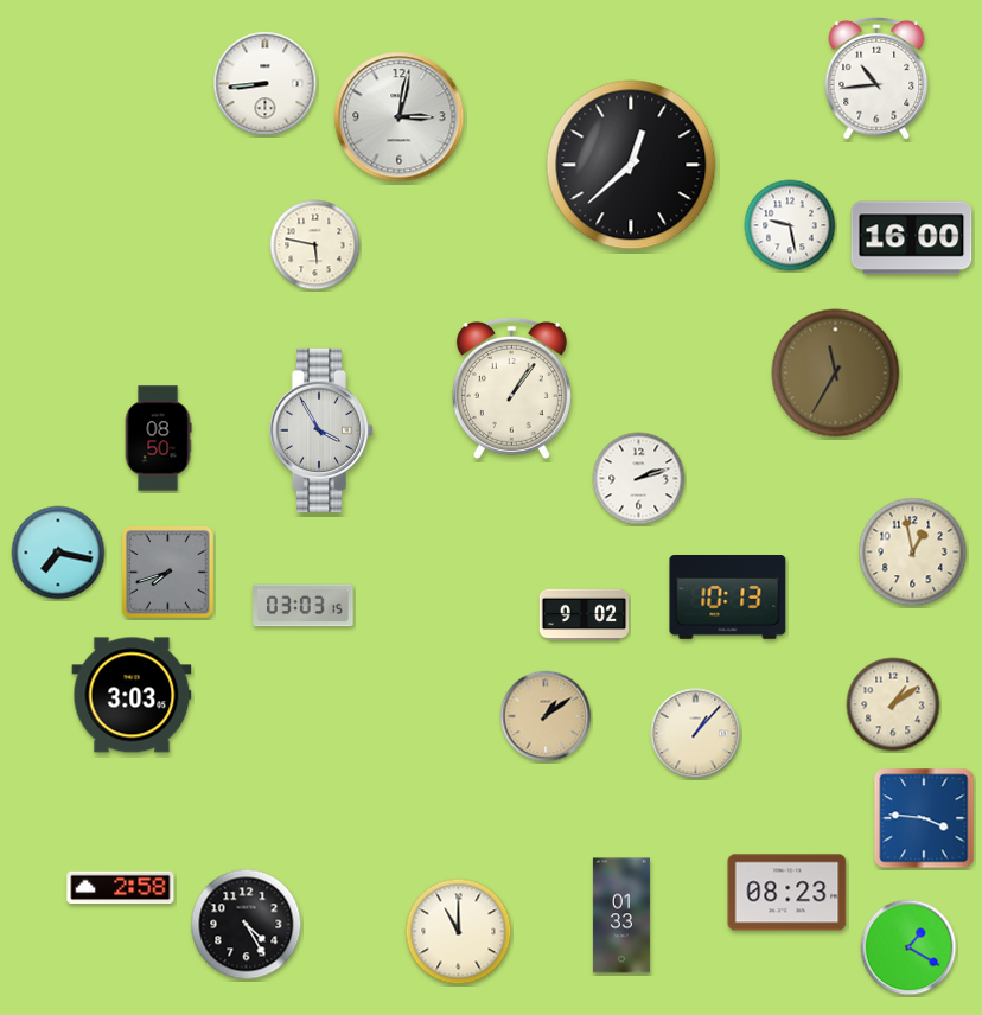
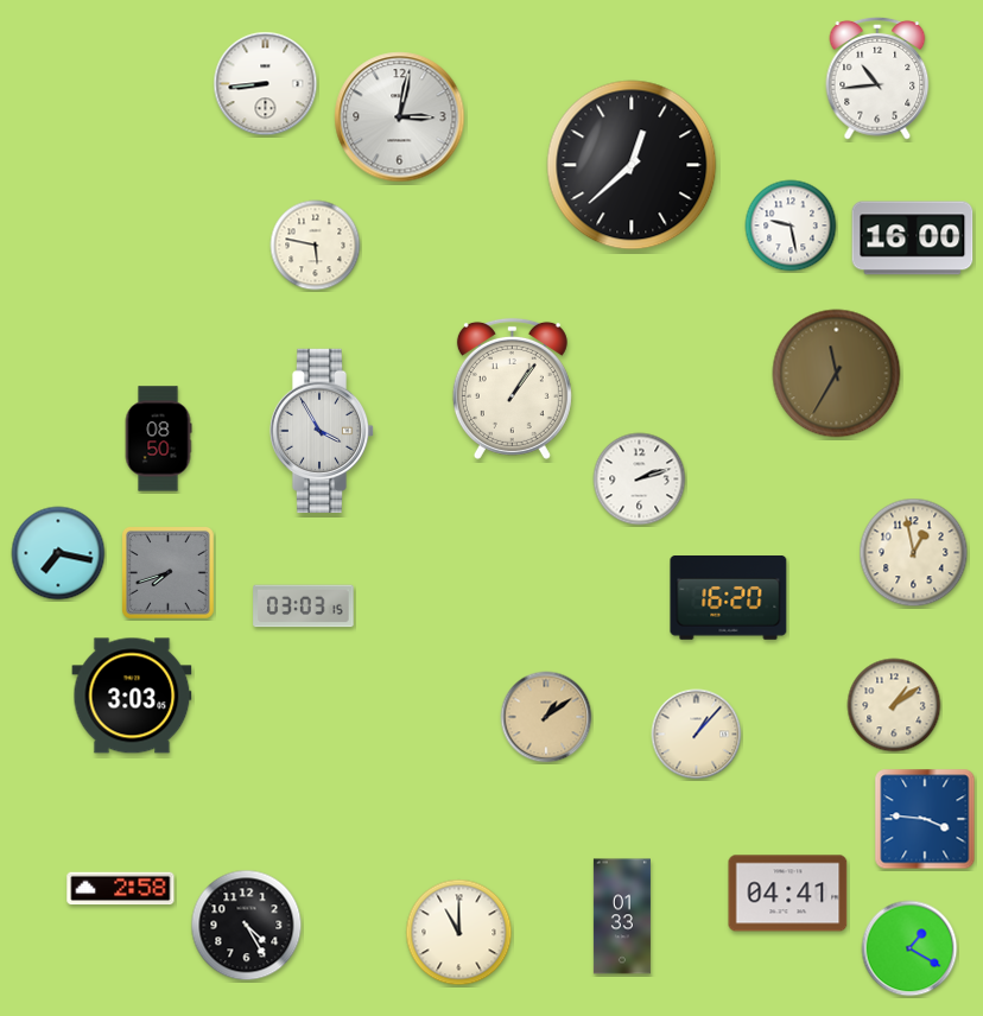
clock at (728, 598): 10:13 -> 16:20
clock at (585, 615): 9:02 -> none
clock at (787, 893): 08:23 -> 04:41
